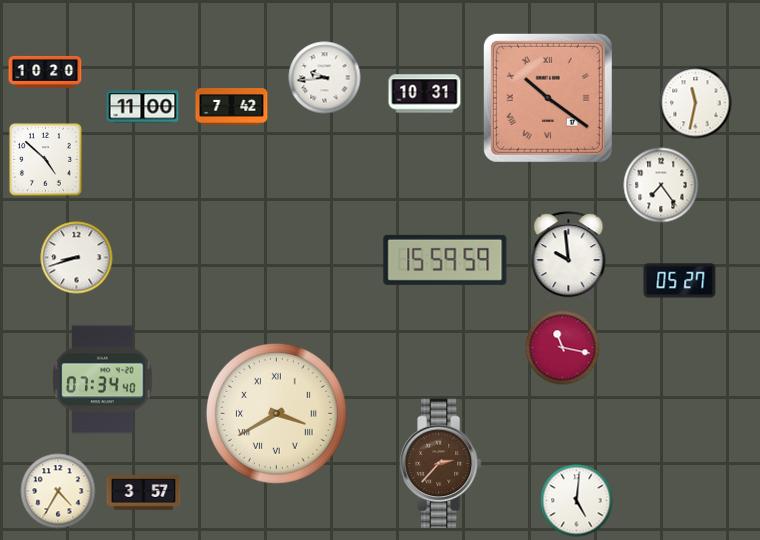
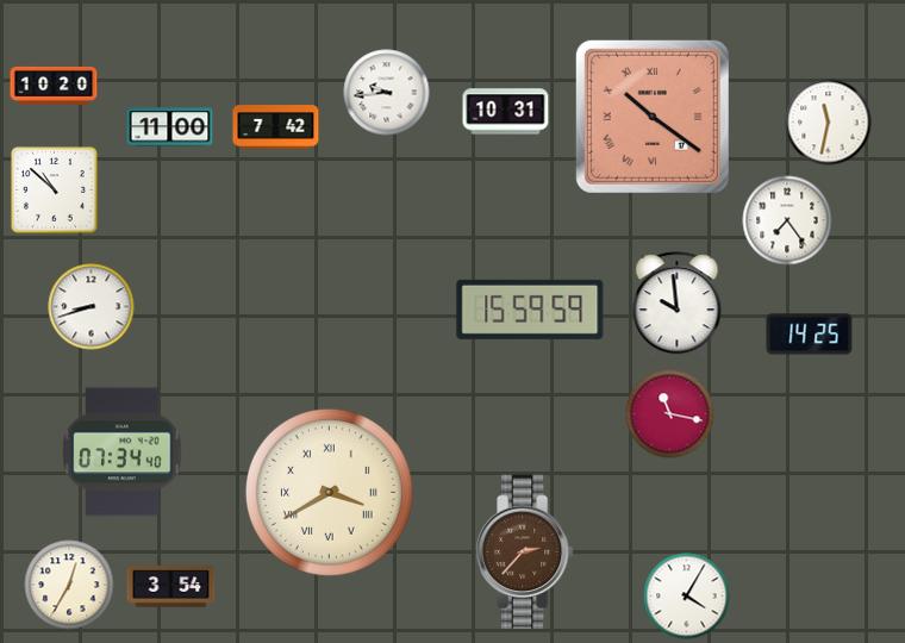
clock at (45, 159): 4:52 -> 10:52
clock at (680, 281): 05:27 -> 14:25
clock at (58, 491): 4:35 -> 12:35
clock at (144, 493): 3:57 -> 3:54
clock at (577, 501): 5:01 -> 4:05
